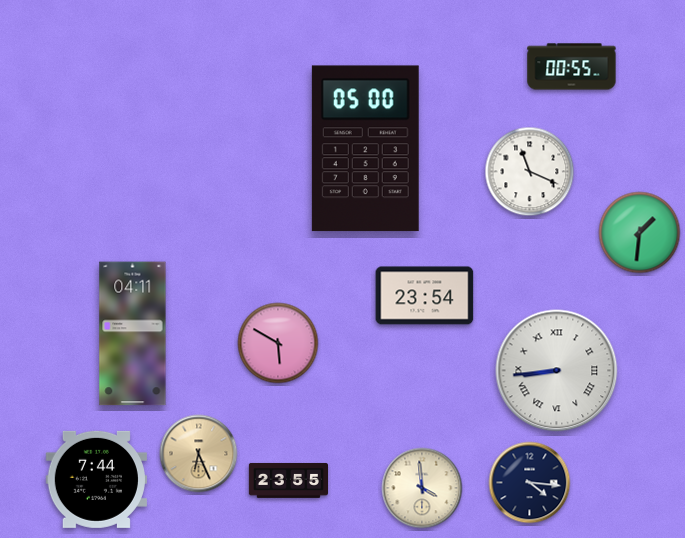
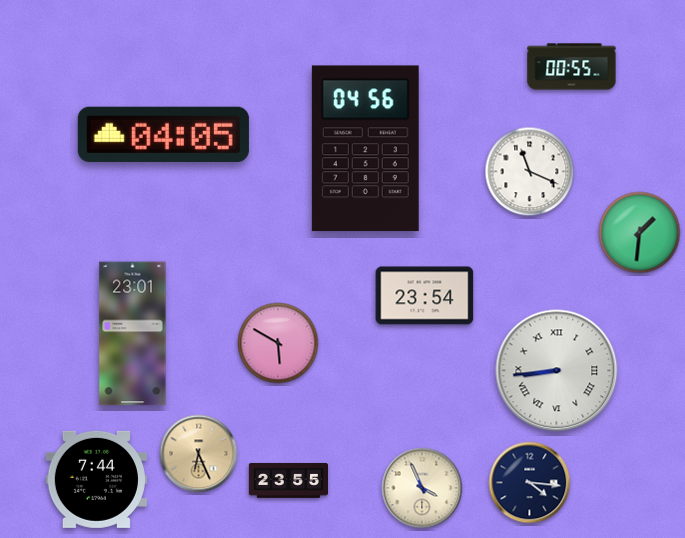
clock at (163, 134): none -> 04:05
clock at (365, 149): 05:00 -> 04:56
clock at (133, 334): 04:11 -> 23:01
clock at (422, 488): 3:59 -> 3:56
